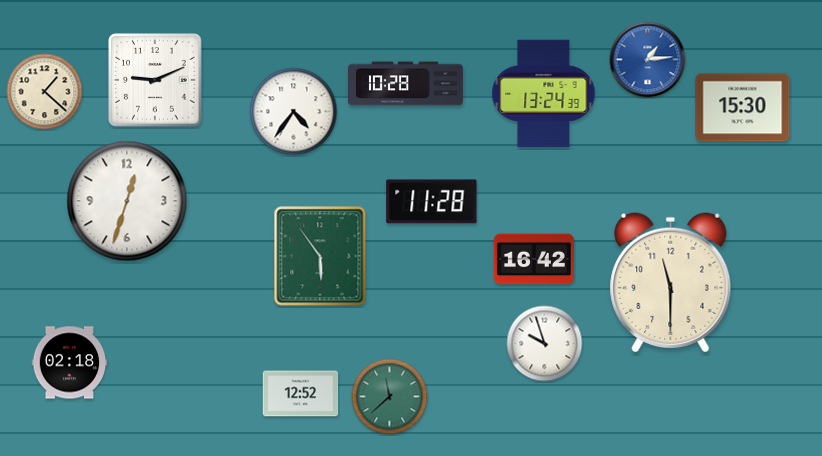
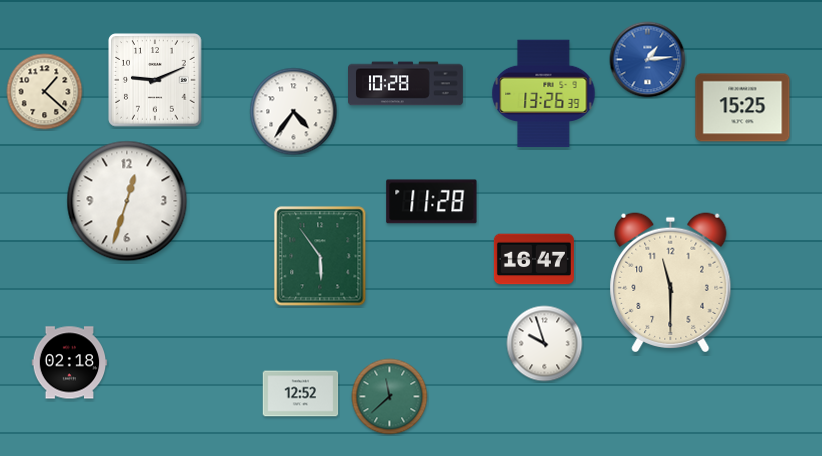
clock at (544, 94): 13:24 -> 13:26
clock at (743, 108): 15:30 -> 15:25
clock at (534, 259): 16:42 -> 16:47
